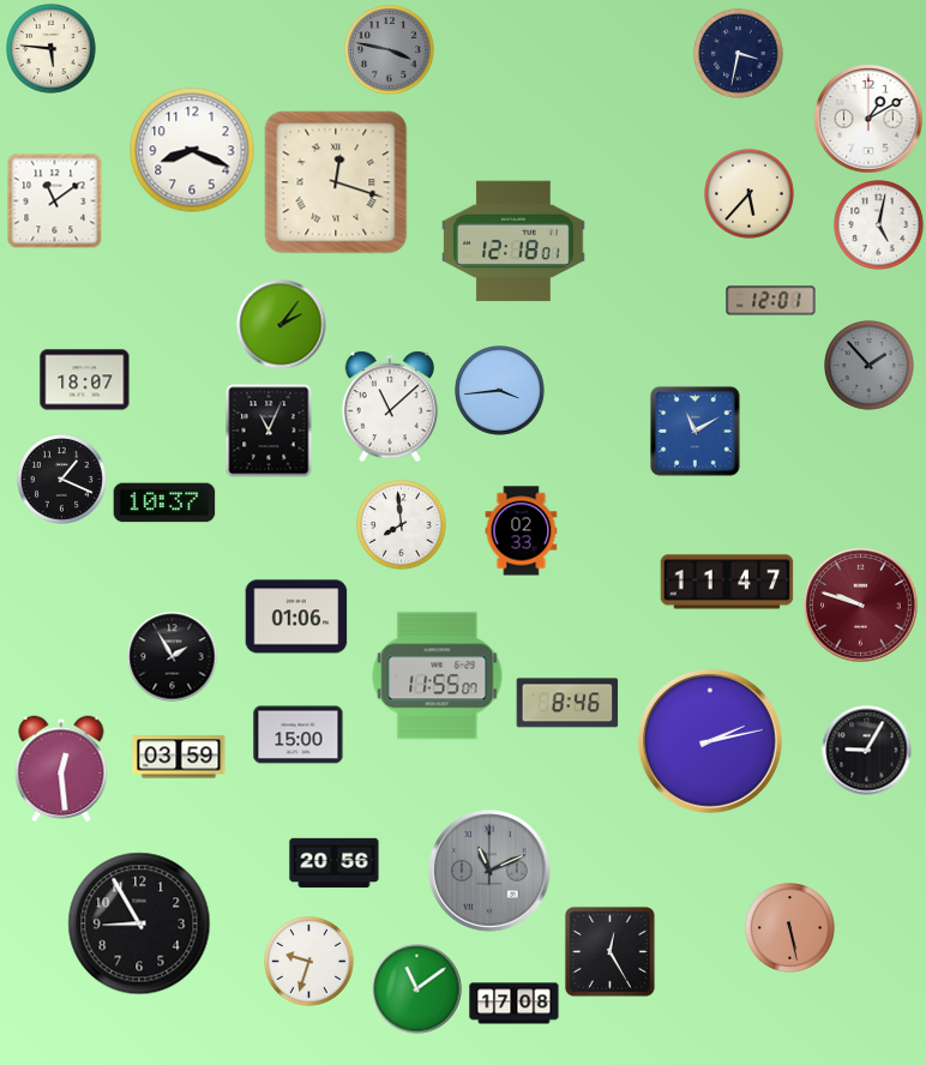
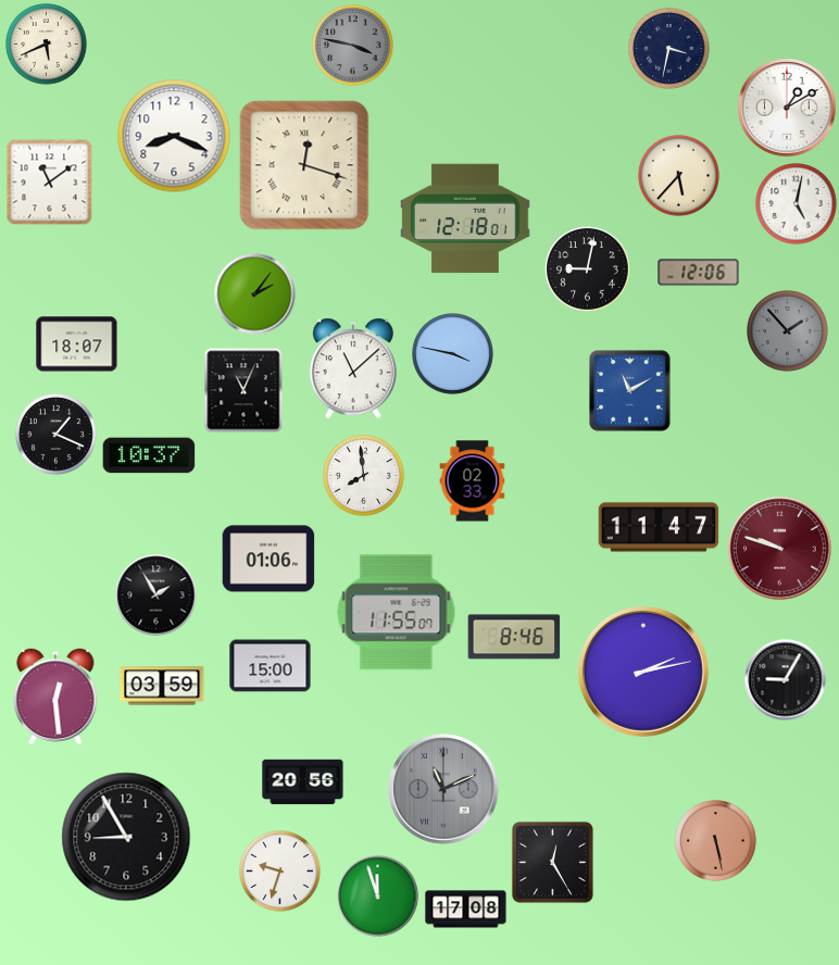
clock at (52, 49): 5:46 -> 5:41
clock at (588, 270): none -> 9:02
clock at (771, 301): 12:01 -> 12:06
clock at (500, 391): 3:44 -> 3:47
clock at (417, 989): 11:09 -> 11:57
